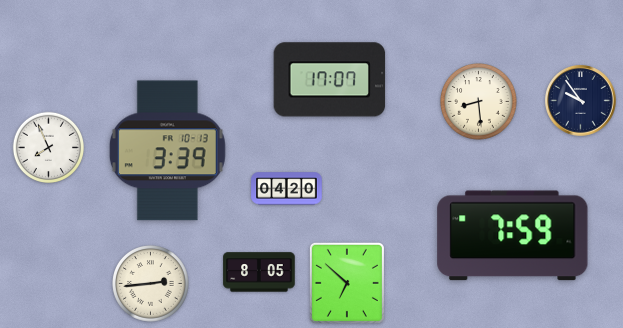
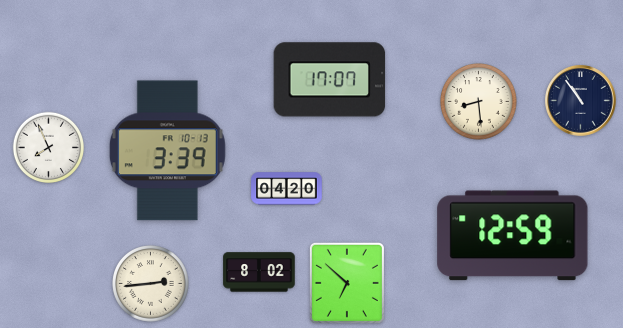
clock at (581, 101): 9:54 -> 10:54
clock at (513, 236): 7:59 -> 12:59
clock at (259, 272): 8:05 -> 8:02
